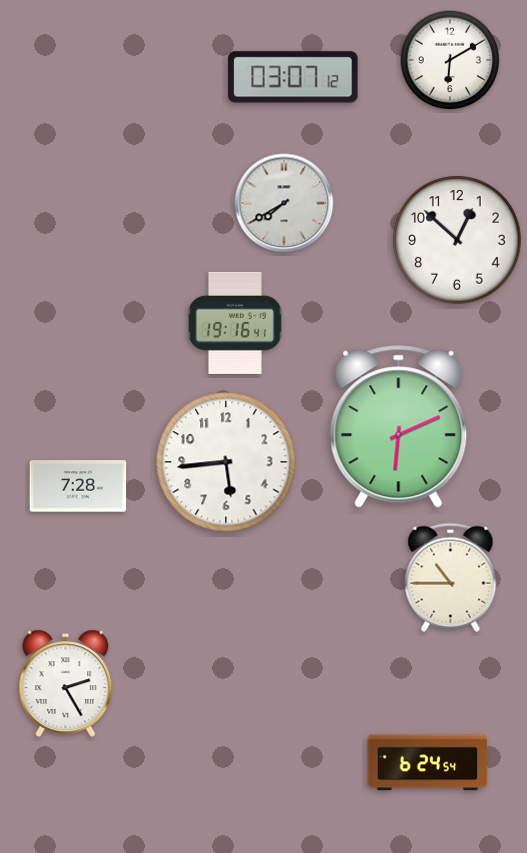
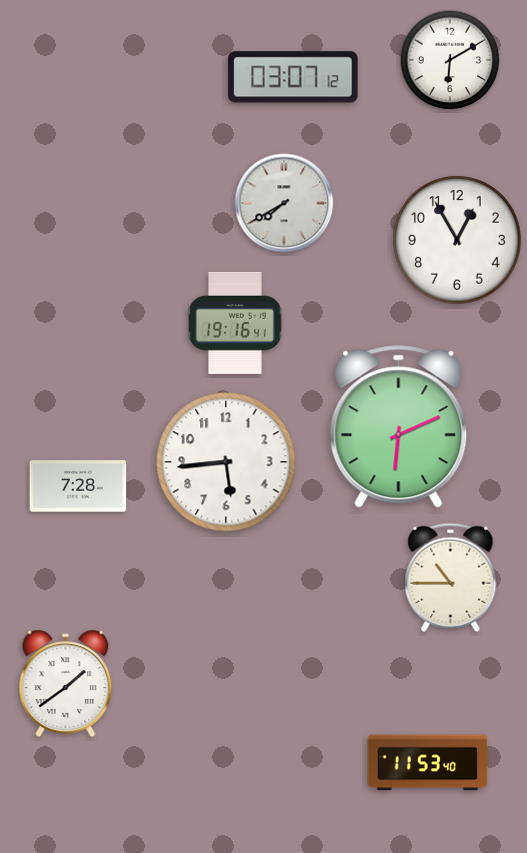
clock at (457, 240): 12:52 -> 12:55
clock at (66, 683): 2:25 -> 1:39
clock at (428, 763): 6:24 -> 11:53
